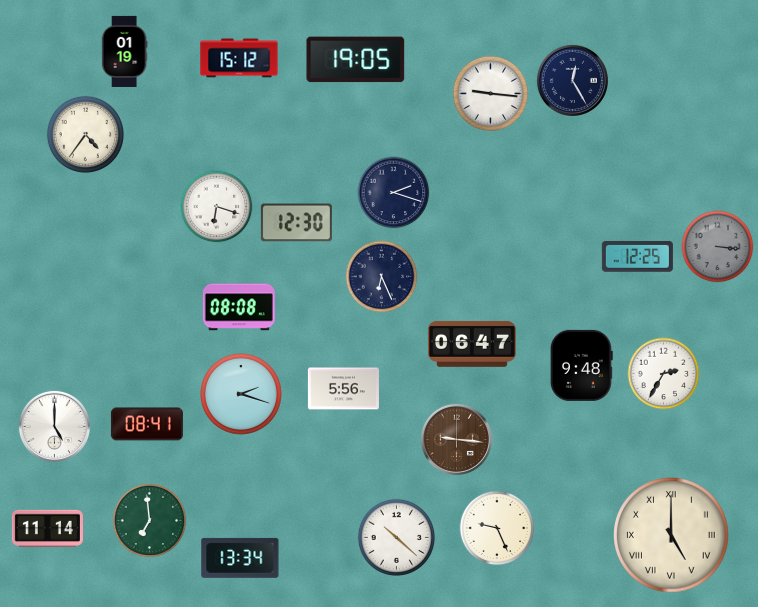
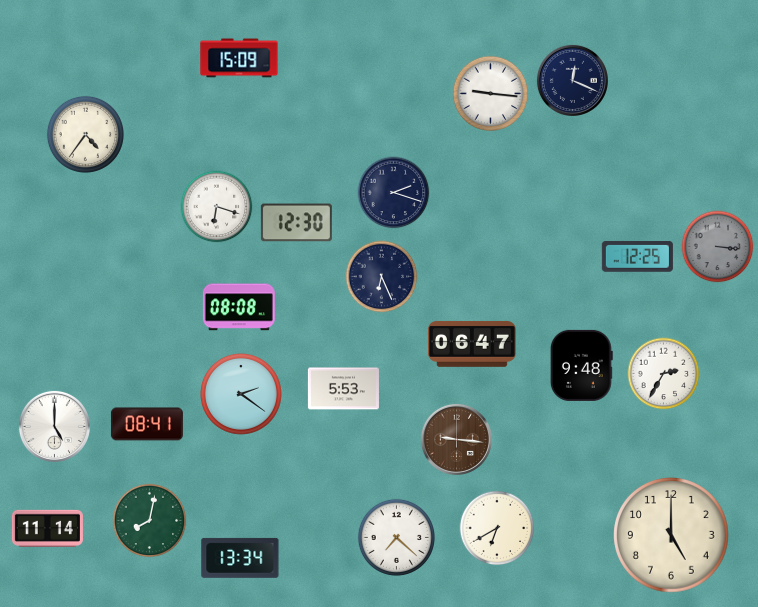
clock at (124, 51): 01:19 -> none
clock at (239, 58): 15:12 -> 15:09
clock at (356, 60): 19:05 -> none
clock at (572, 80): 12:25 -> 12:19
clock at (343, 389): 5:56 -> 5:53
clock at (242, 395): 2:18 -> 2:21
clock at (150, 521): 6:59 -> 8:02
clock at (497, 528): 9:26 -> 6:40
clock at (671, 535) numerals: Roman -> Arabic
clock at (396, 537): 10:22 -> 7:22
